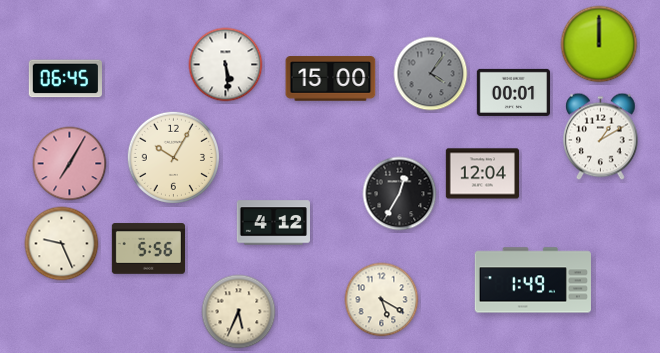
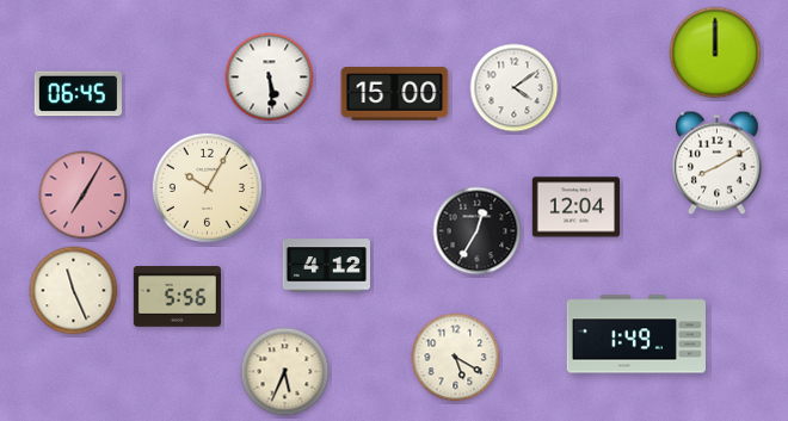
clock at (431, 74): 4:06 -> 4:09
clock at (431, 74) dial: grey -> white
clock at (513, 92): 00:01 -> none
clock at (601, 137): 1:10 -> 8:10
clock at (62, 244): 9:26 -> 11:26
